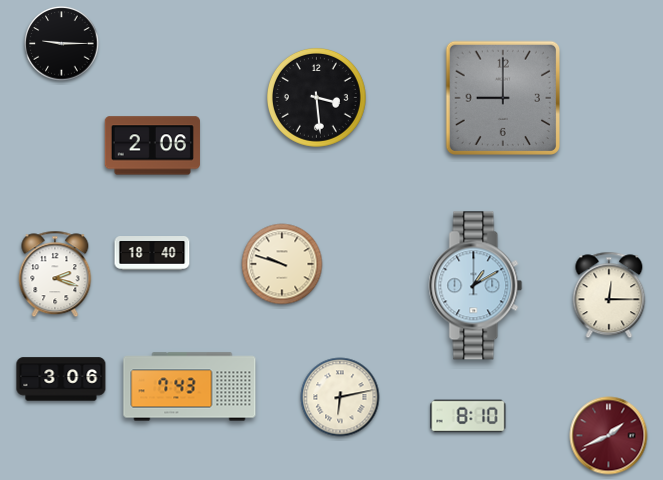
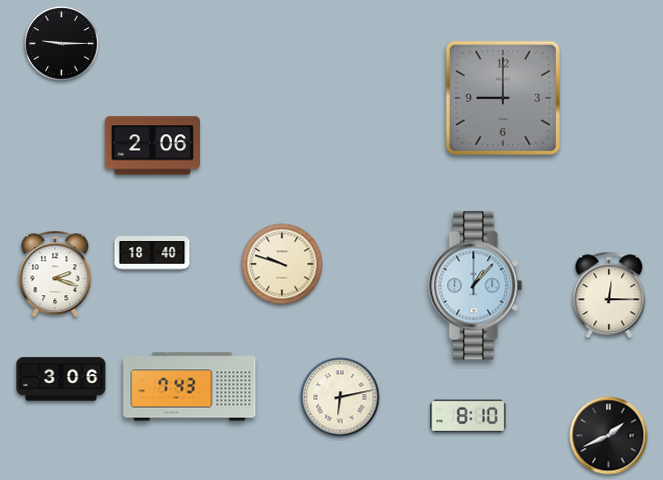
clock at (316, 97): 3:29 -> none
clock at (476, 286): 1:10 -> 1:07
clock at (609, 436) dial: burgundy -> black
